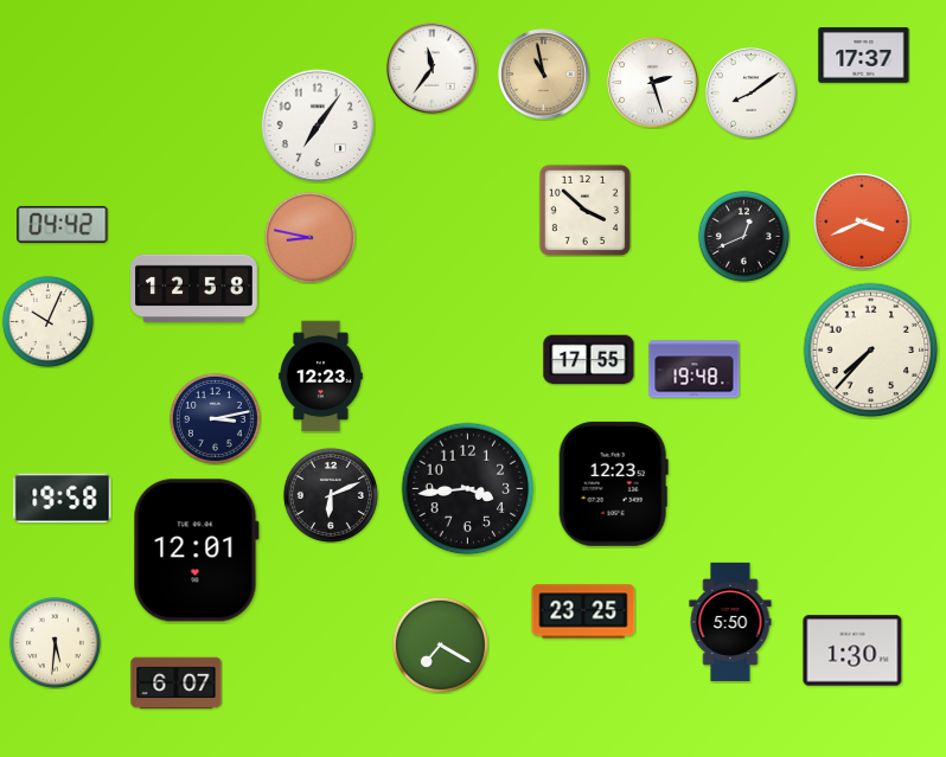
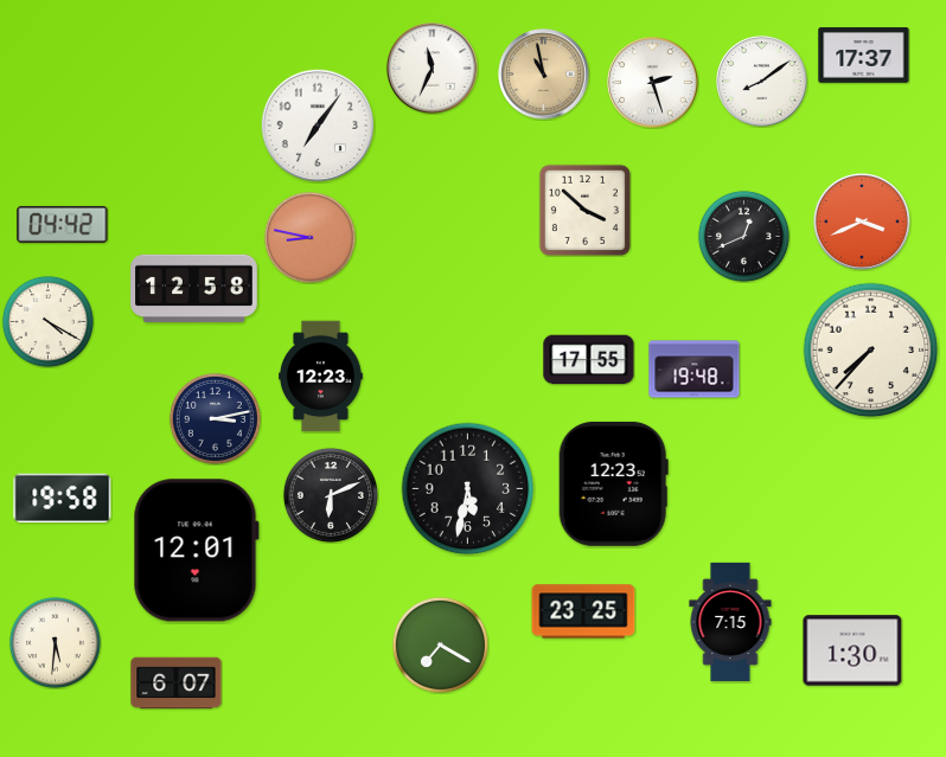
clock at (433, 69): 11:36 -> 11:34
clock at (752, 94) position: (752, 94) -> (762, 82)
clock at (47, 321): 10:04 -> 4:20
clock at (468, 489): 3:44 -> 5:32
clock at (730, 622): 5:50 -> 7:15
